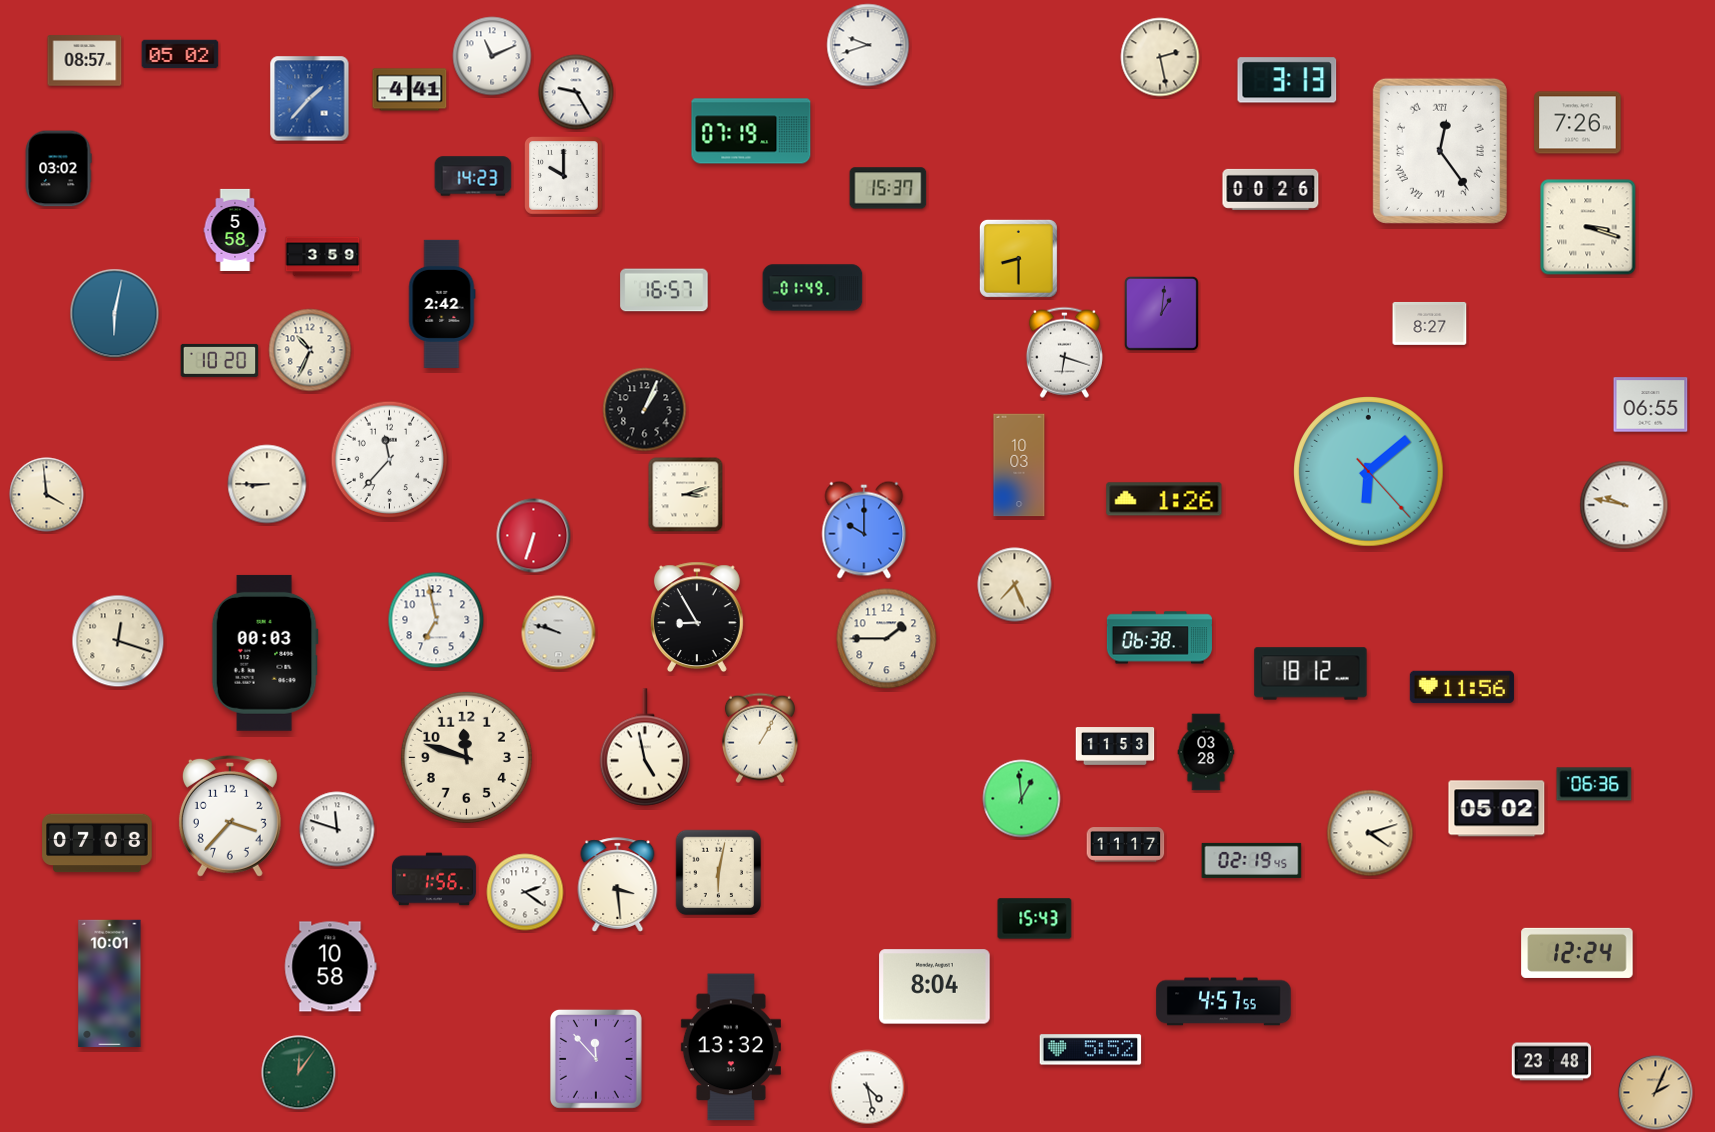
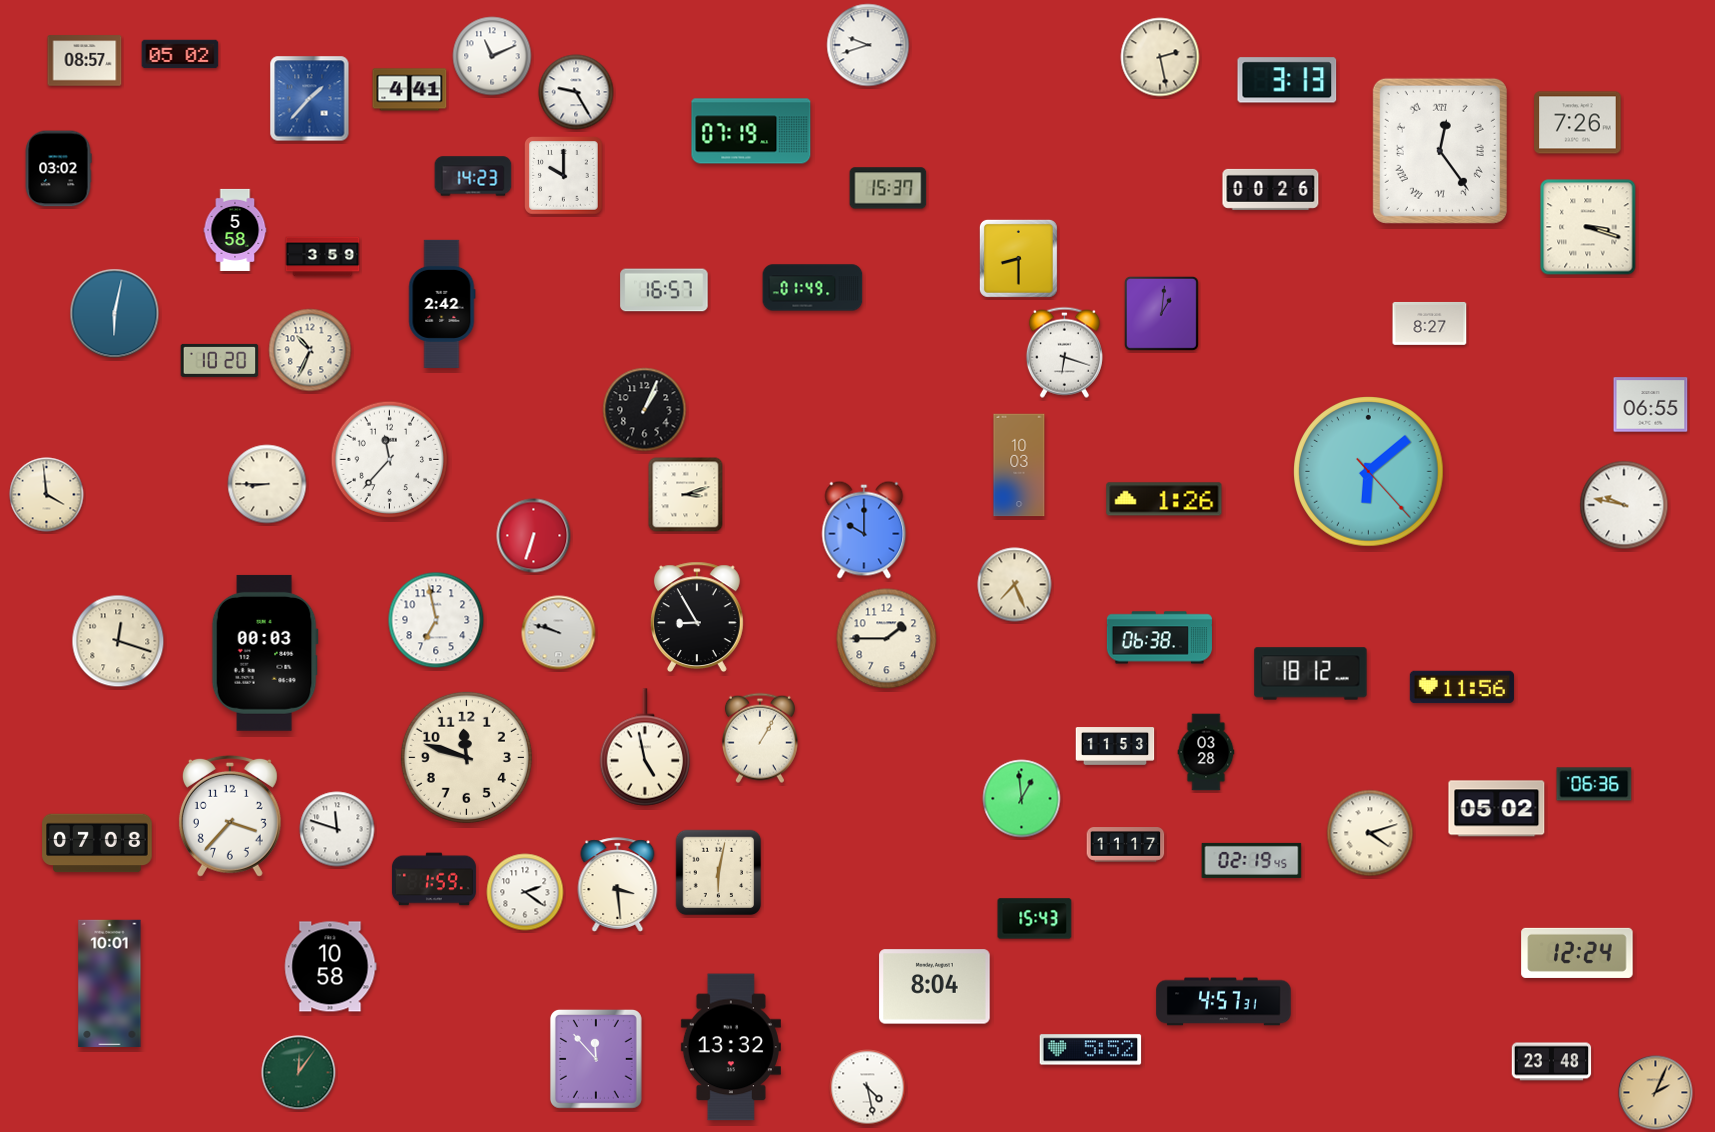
clock at (434, 879): 1:56 -> 1:59
clock at (1224, 1002): 4:57:55 -> 4:57:31
